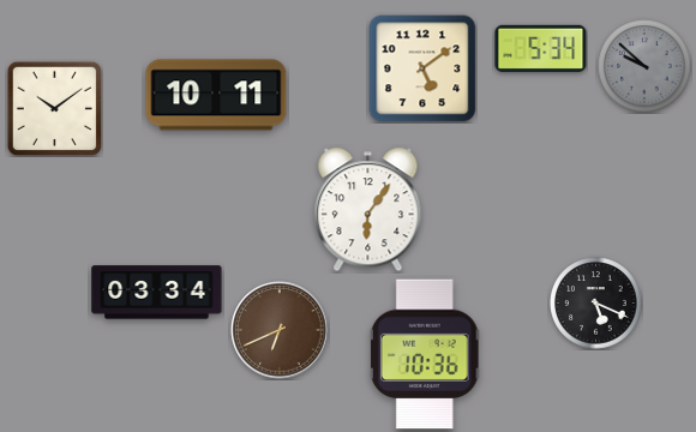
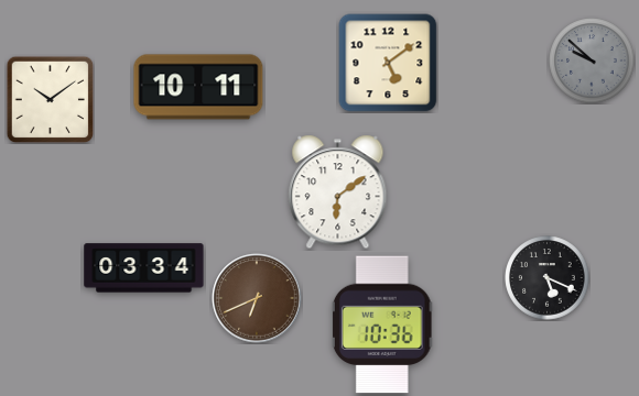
clock at (541, 48): 5:34 -> none
clock at (368, 210): 6:06 -> 6:09
clock at (280, 330) position: (280, 330) -> (257, 298)
clock at (425, 354) position: (425, 354) -> (382, 324)
